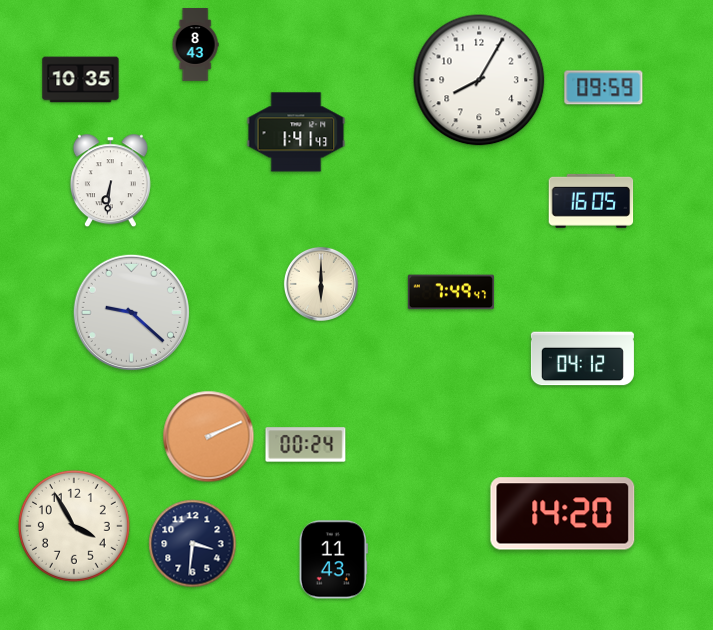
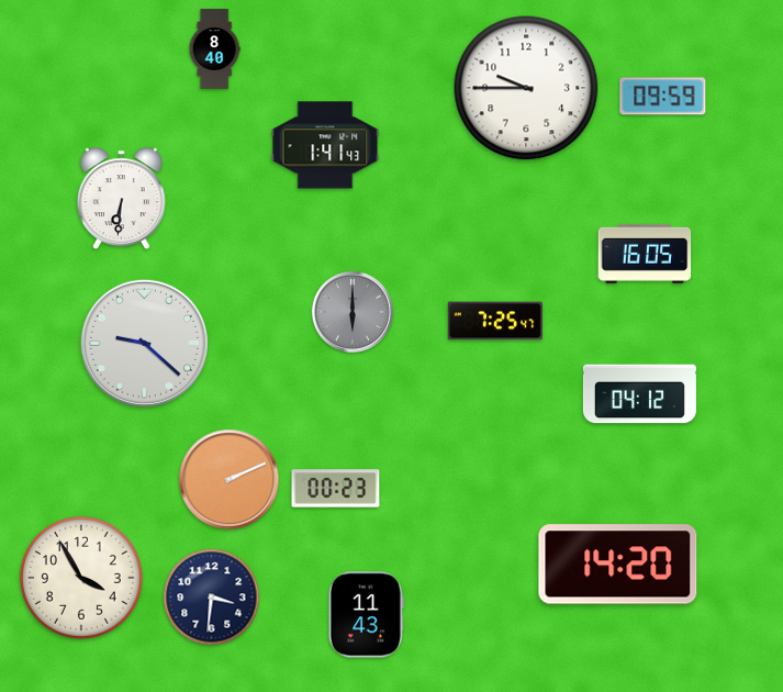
clock at (195, 45): 8:43 -> 8:40
clock at (81, 80): 10:35 -> none
clock at (479, 80): 8:05 -> 9:45
clock at (591, 201) position: (591, 201) -> (645, 254)
clock at (321, 284) dial: cream -> grey
clock at (451, 292): 7:49 -> 7:25
clock at (306, 445): 00:24 -> 00:23
